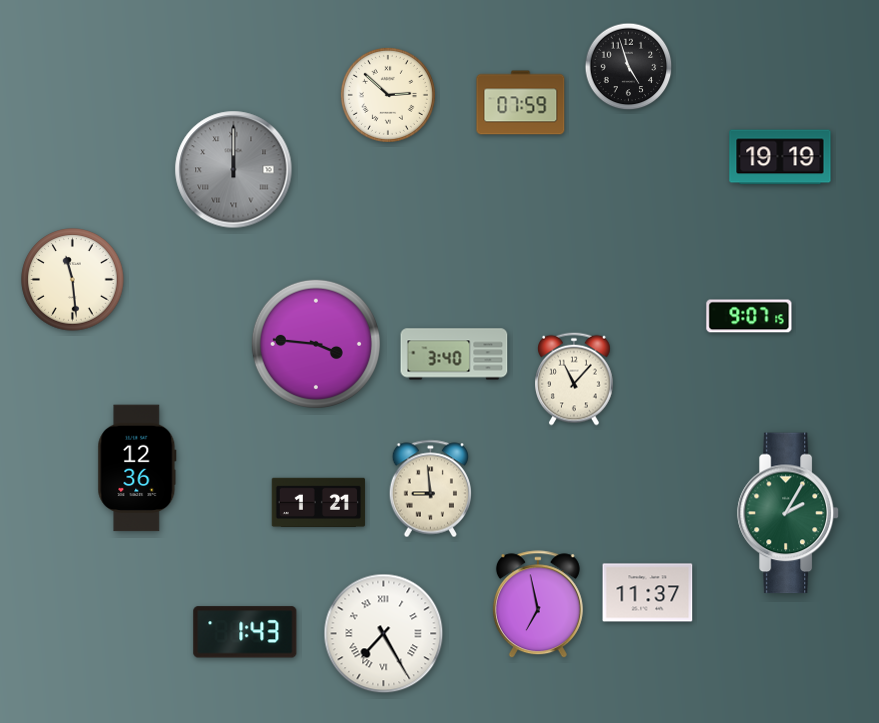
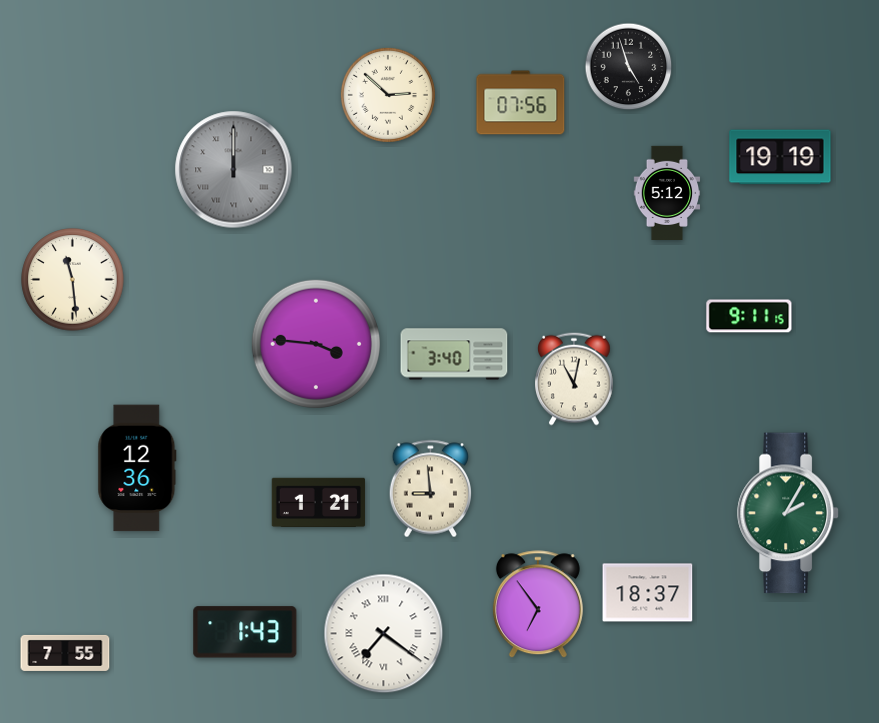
clock at (521, 103): 07:59 -> 07:56
clock at (667, 192): none -> 5:12
clock at (749, 316): 9:07 -> 9:11
clock at (575, 379): 11:07 -> 11:02
clock at (648, 593): 11:37 -> 18:37
clock at (538, 605): 6:58 -> 6:54
clock at (384, 634): 7:25 -> 7:21
clock at (65, 653): none -> 7:55
